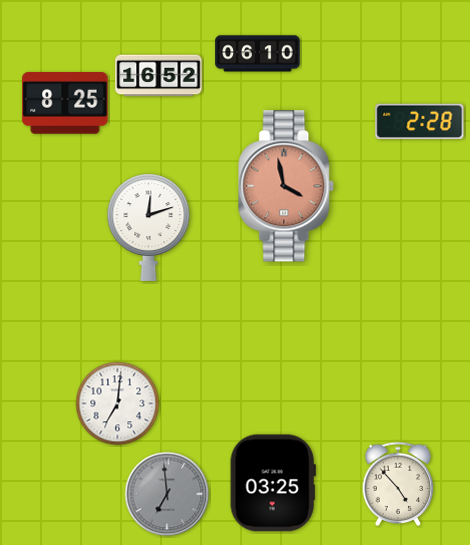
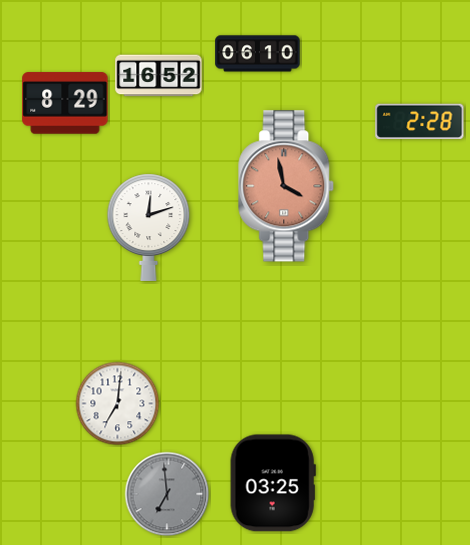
clock at (65, 103): 8:25 -> 8:29
clock at (398, 484): 4:53 -> none
